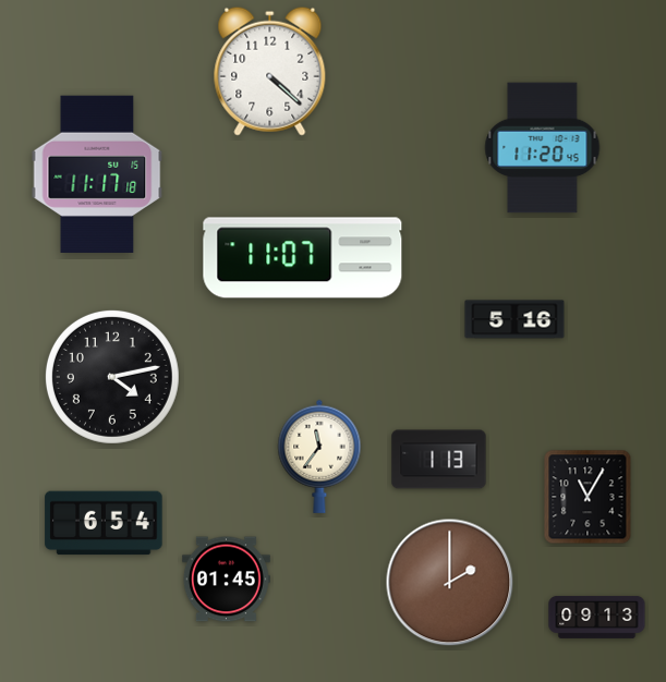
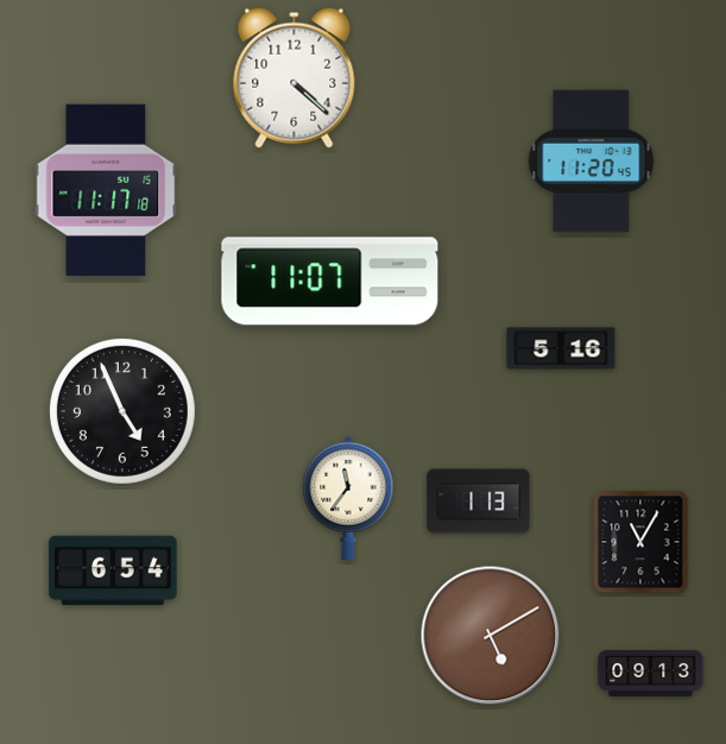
clock at (112, 377): 4:13 -> 4:56
clock at (226, 580): 01:45 -> none
clock at (450, 583): 2:00 -> 5:10
